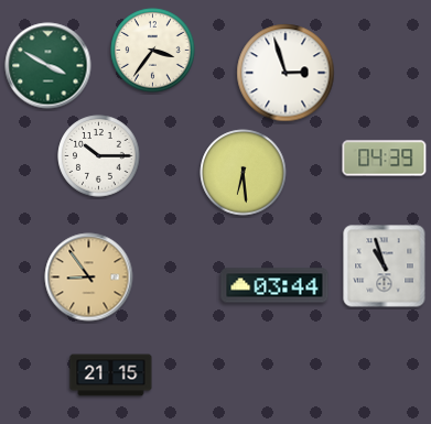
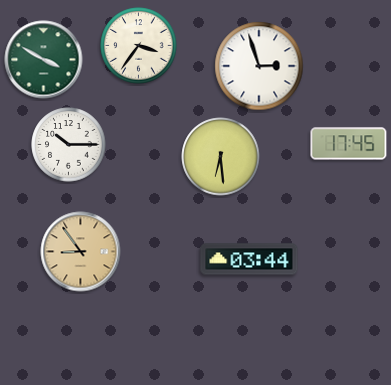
clock at (99, 156) position: (99, 156) -> (69, 145)
clock at (385, 159): 04:39 -> 17:45
clock at (385, 267): 10:57 -> none
clock at (111, 376): 21:15 -> none
